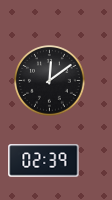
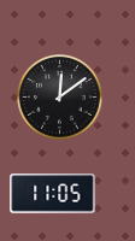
clock at (44, 161): 02:39 -> 11:05
